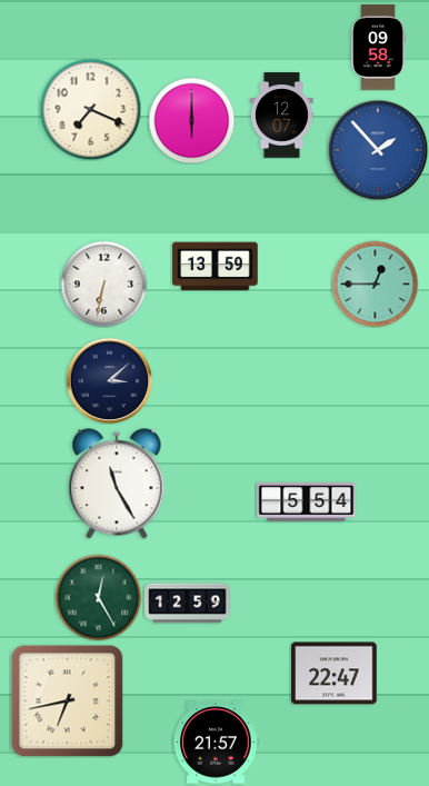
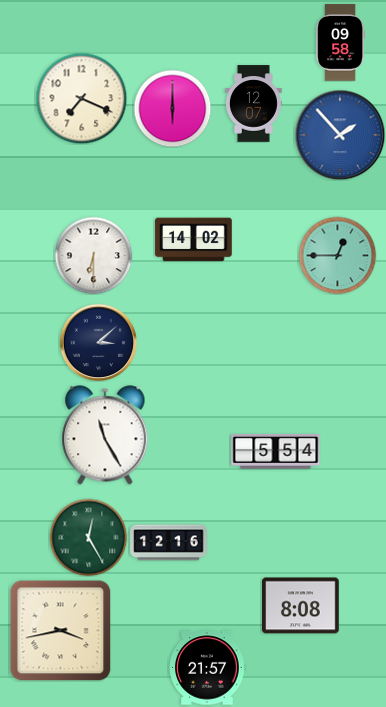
clock at (216, 267): 13:59 -> 14:02
clock at (103, 283): 6:32 -> 6:30
clock at (188, 604): 12:59 -> 12:16
clock at (335, 674): 22:47 -> 8:08
clock at (67, 700): 6:43 -> 3:43
clock at (217, 743) position: (217, 743) -> (208, 668)
